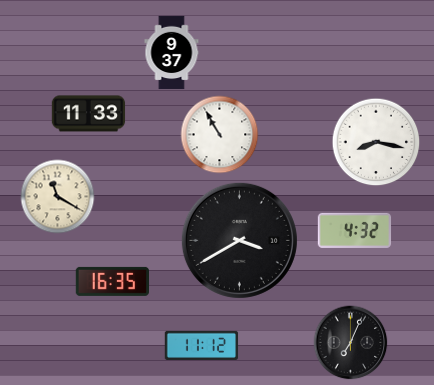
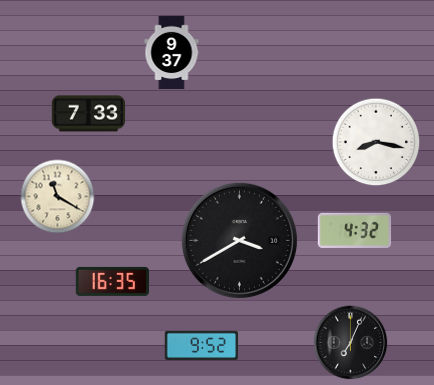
clock at (89, 114): 11:33 -> 7:33
clock at (220, 135): 10:55 -> none
clock at (202, 345): 11:12 -> 9:52
